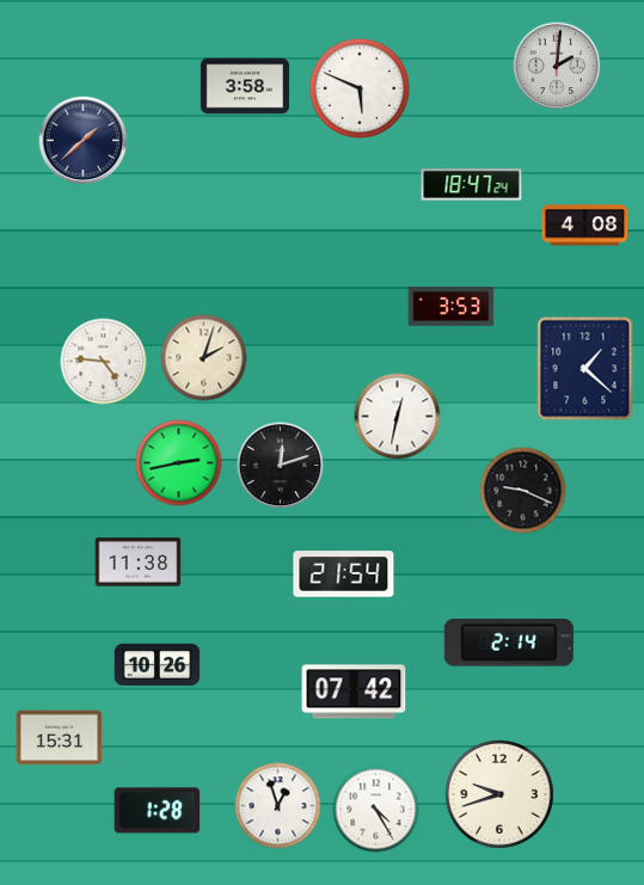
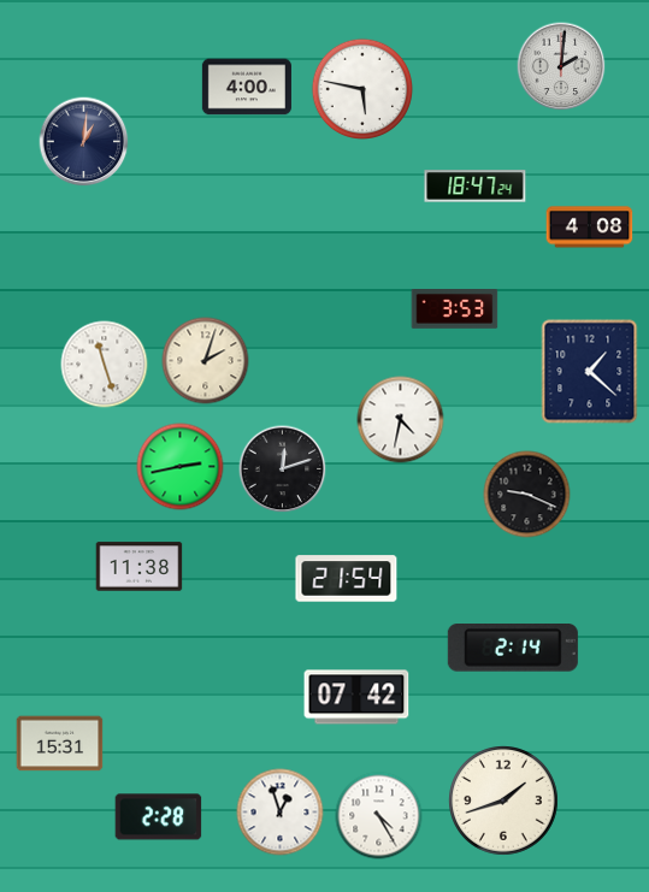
clock at (245, 86): 3:58 -> 4:00
clock at (358, 87): 5:49 -> 5:47
clock at (84, 141): 1:38 -> 1:01
clock at (104, 362): 4:46 -> 11:27
clock at (398, 417): 12:32 -> 4:32
clock at (158, 664): 10:26 -> none
clock at (501, 795): 9:42 -> 1:42
clock at (158, 811): 1:28 -> 2:28
